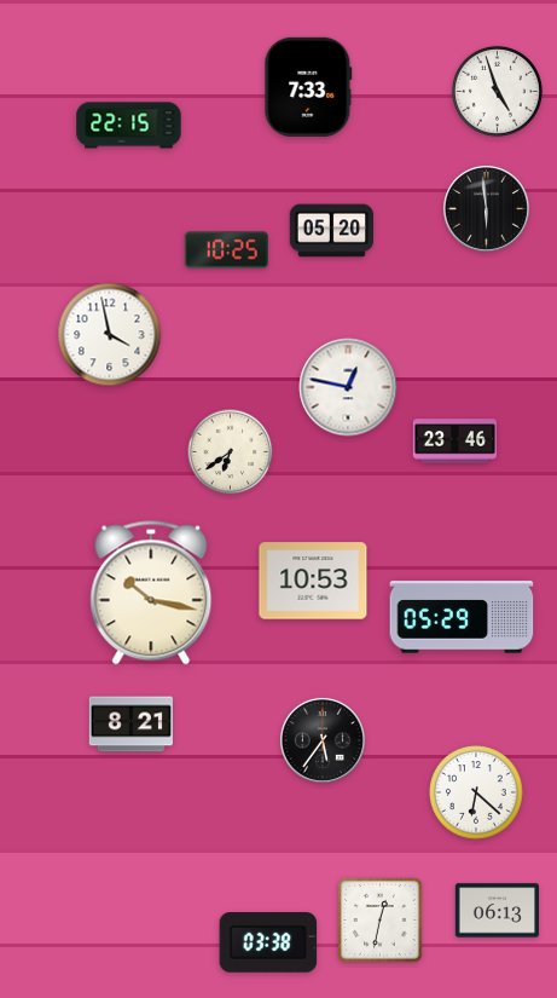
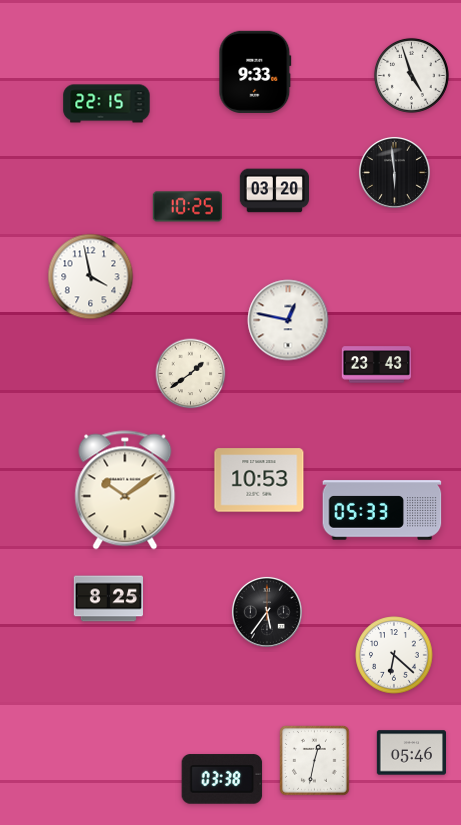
clock at (308, 87): 7:33 -> 9:33
clock at (486, 208) position: (486, 208) -> (394, 172)
clock at (331, 231): 05:20 -> 03:20
clock at (454, 442): 23:46 -> 23:43
clock at (231, 452): 6:39 -> 1:39
clock at (151, 593): 10:17 -> 10:09
clock at (462, 617): 05:29 -> 05:33
clock at (130, 725): 8:21 -> 8:25
clock at (498, 911): 06:13 -> 05:46
